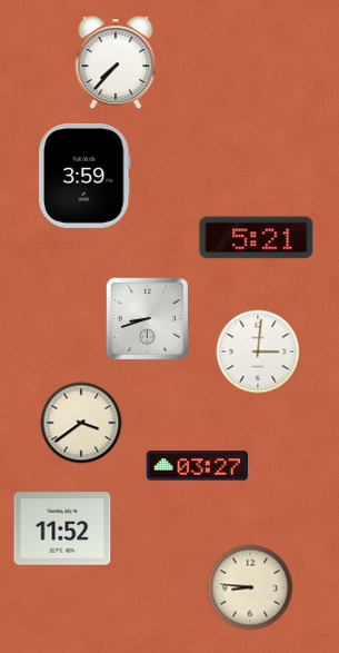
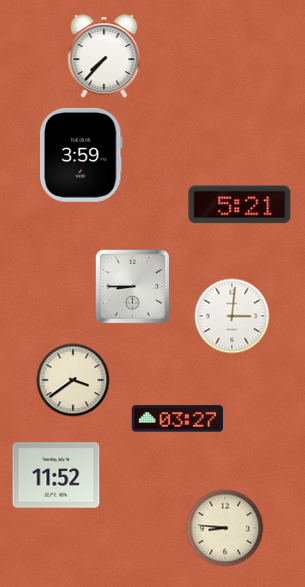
clock at (86, 176) position: (86, 176) -> (82, 155)
clock at (257, 238) position: (257, 238) -> (240, 205)
clock at (148, 319): 8:42 -> 8:45
